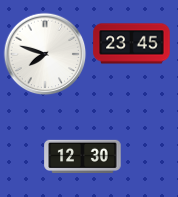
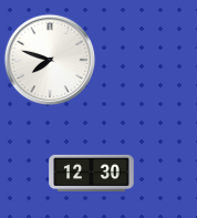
clock at (132, 44): 23:45 -> none
